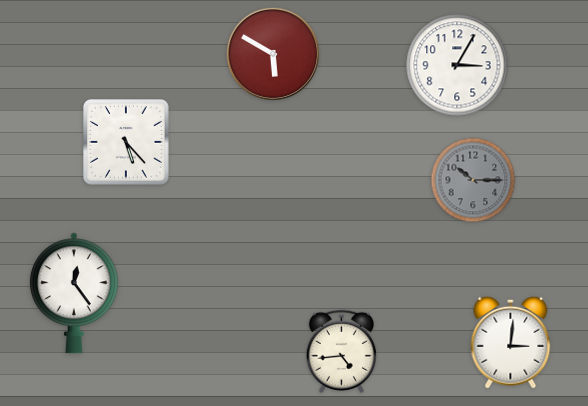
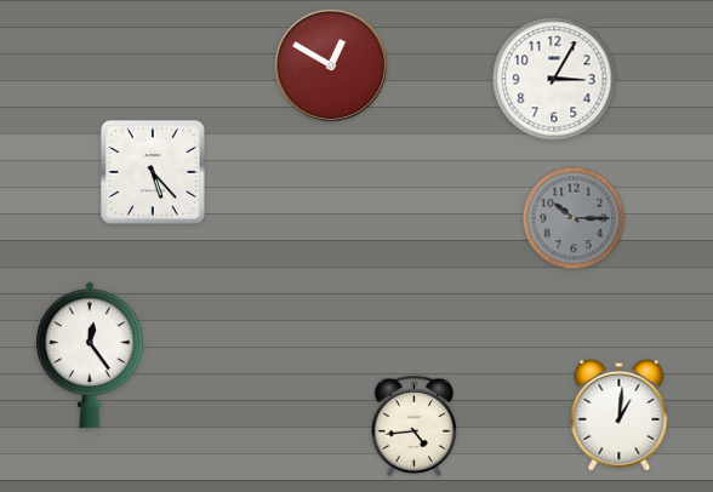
clock at (273, 54): 5:50 -> 12:50
clock at (511, 342): 3:01 -> 1:01
